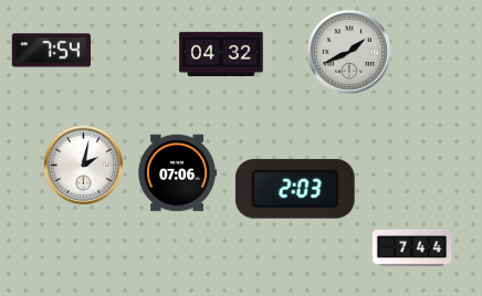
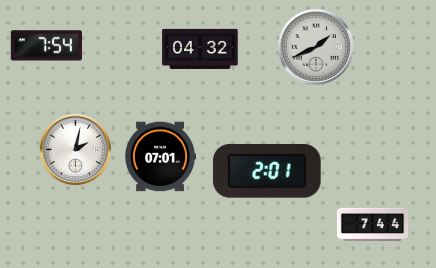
clock at (178, 173): 07:06 -> 07:01
clock at (295, 189): 2:03 -> 2:01
